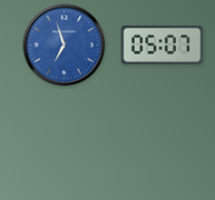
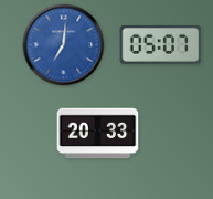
clock at (65, 46): 6:57 -> 7:01
clock at (98, 134): none -> 20:33
